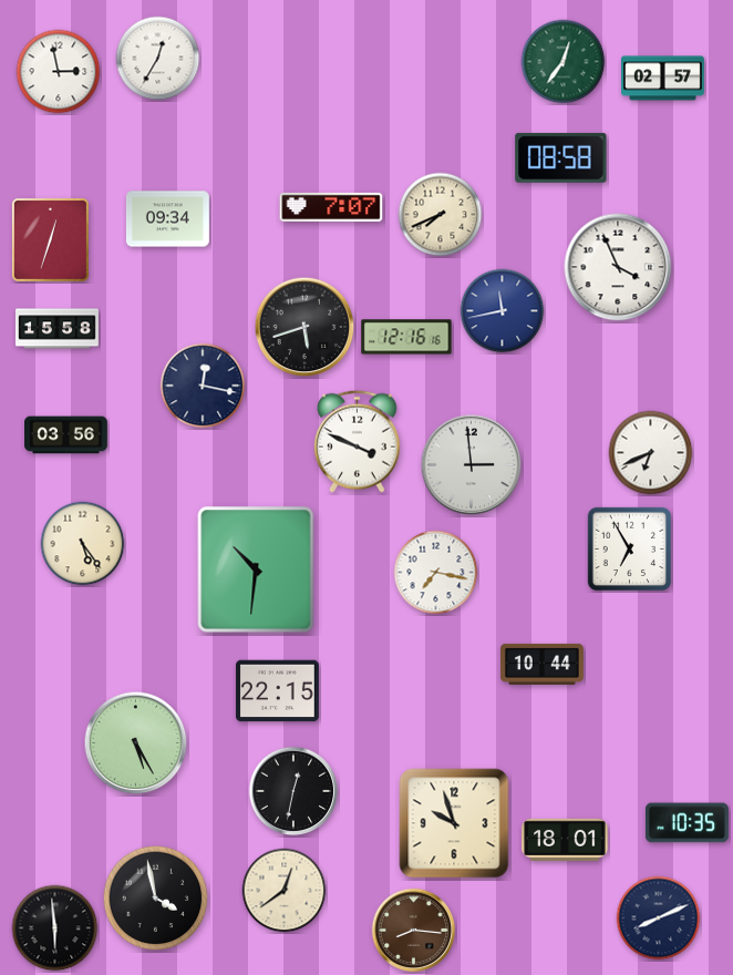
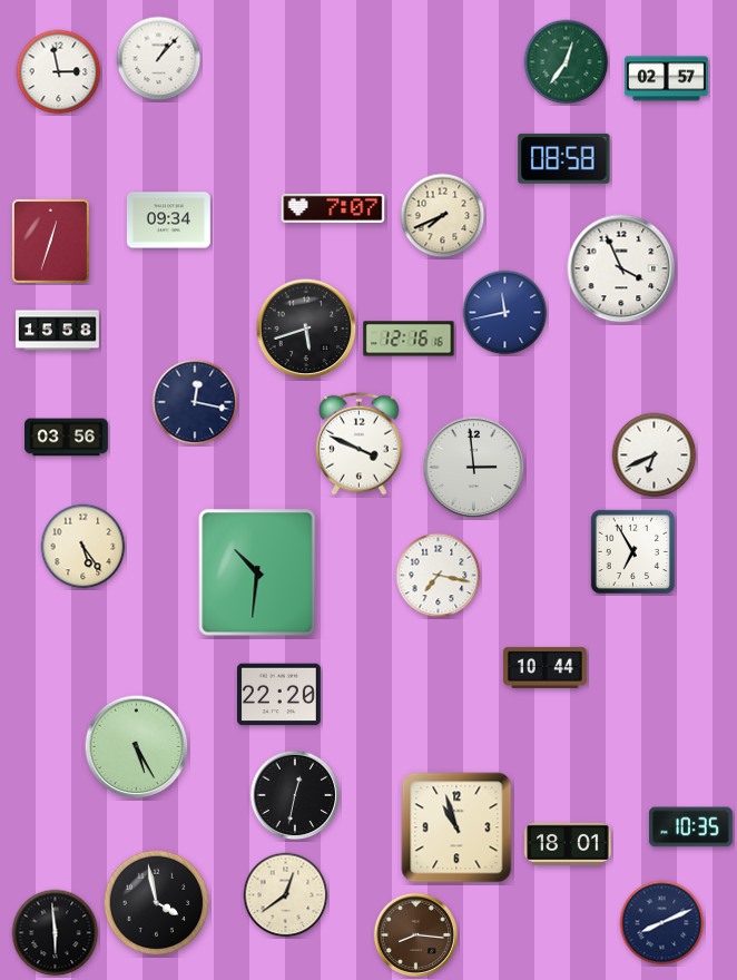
clock at (158, 59): 12:35 -> 1:07
clock at (203, 386) position: (203, 386) -> (195, 402)
clock at (277, 691): 22:15 -> 22:20
clock at (454, 823): 9:57 -> 10:57
